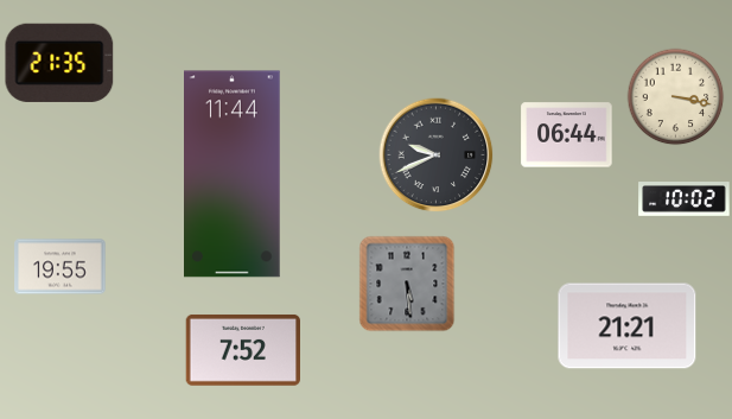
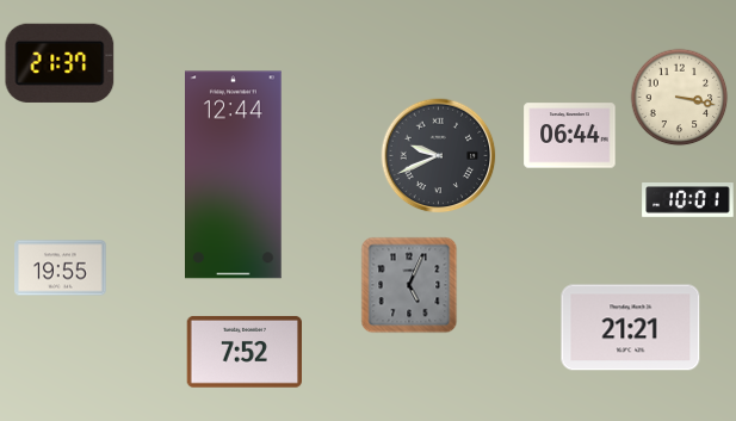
clock at (59, 63): 21:35 -> 21:37
clock at (233, 174): 11:44 -> 12:44
clock at (685, 199): 10:02 -> 10:01
clock at (407, 284): 5:29 -> 5:04
